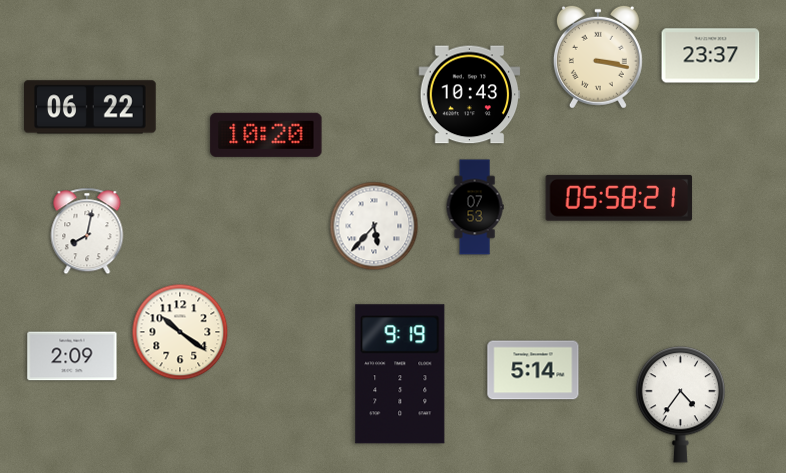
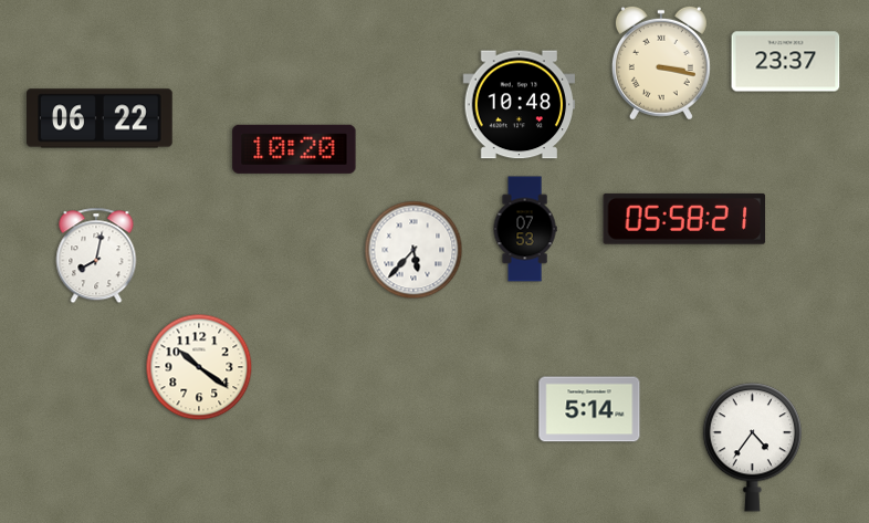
clock at (470, 95): 10:43 -> 10:48
clock at (72, 356): 2:09 -> none
clock at (400, 374): 9:19 -> none
